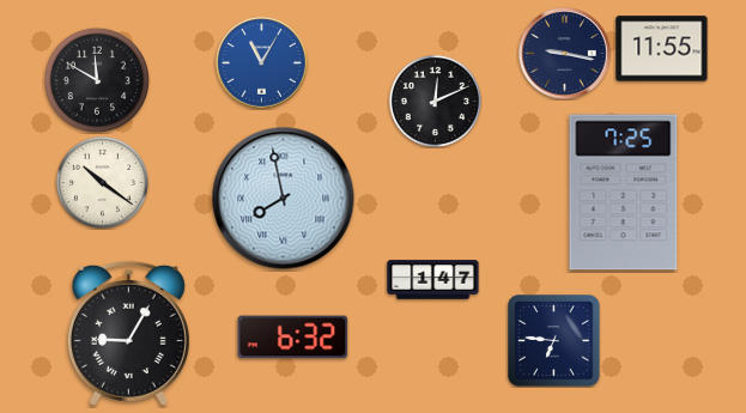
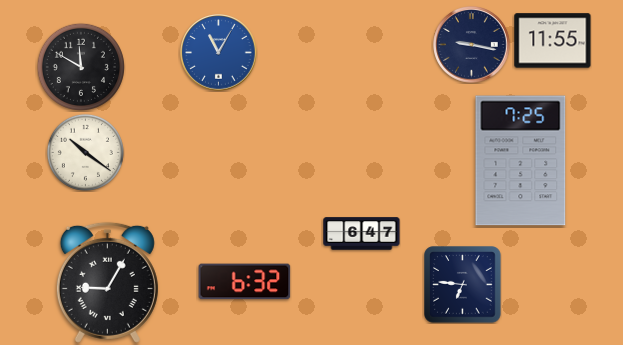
clock at (435, 101): 12:11 -> none
clock at (284, 199): 7:58 -> none
clock at (433, 280): 1:47 -> 6:47
clock at (128, 333) position: (128, 333) -> (107, 282)
